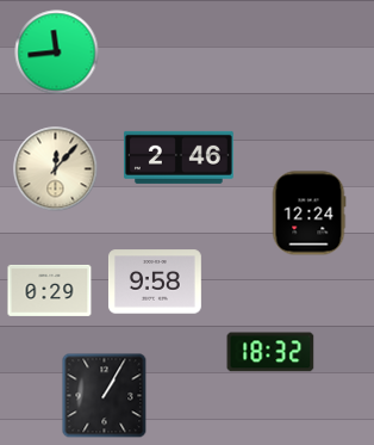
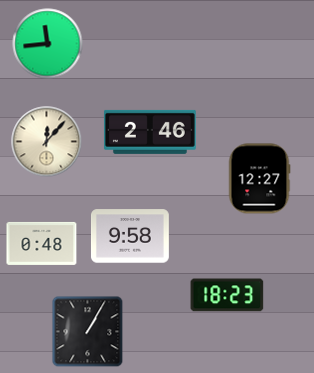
clock at (308, 214): 12:24 -> 12:27
clock at (50, 290): 0:29 -> 0:48
clock at (270, 352): 18:32 -> 18:23
